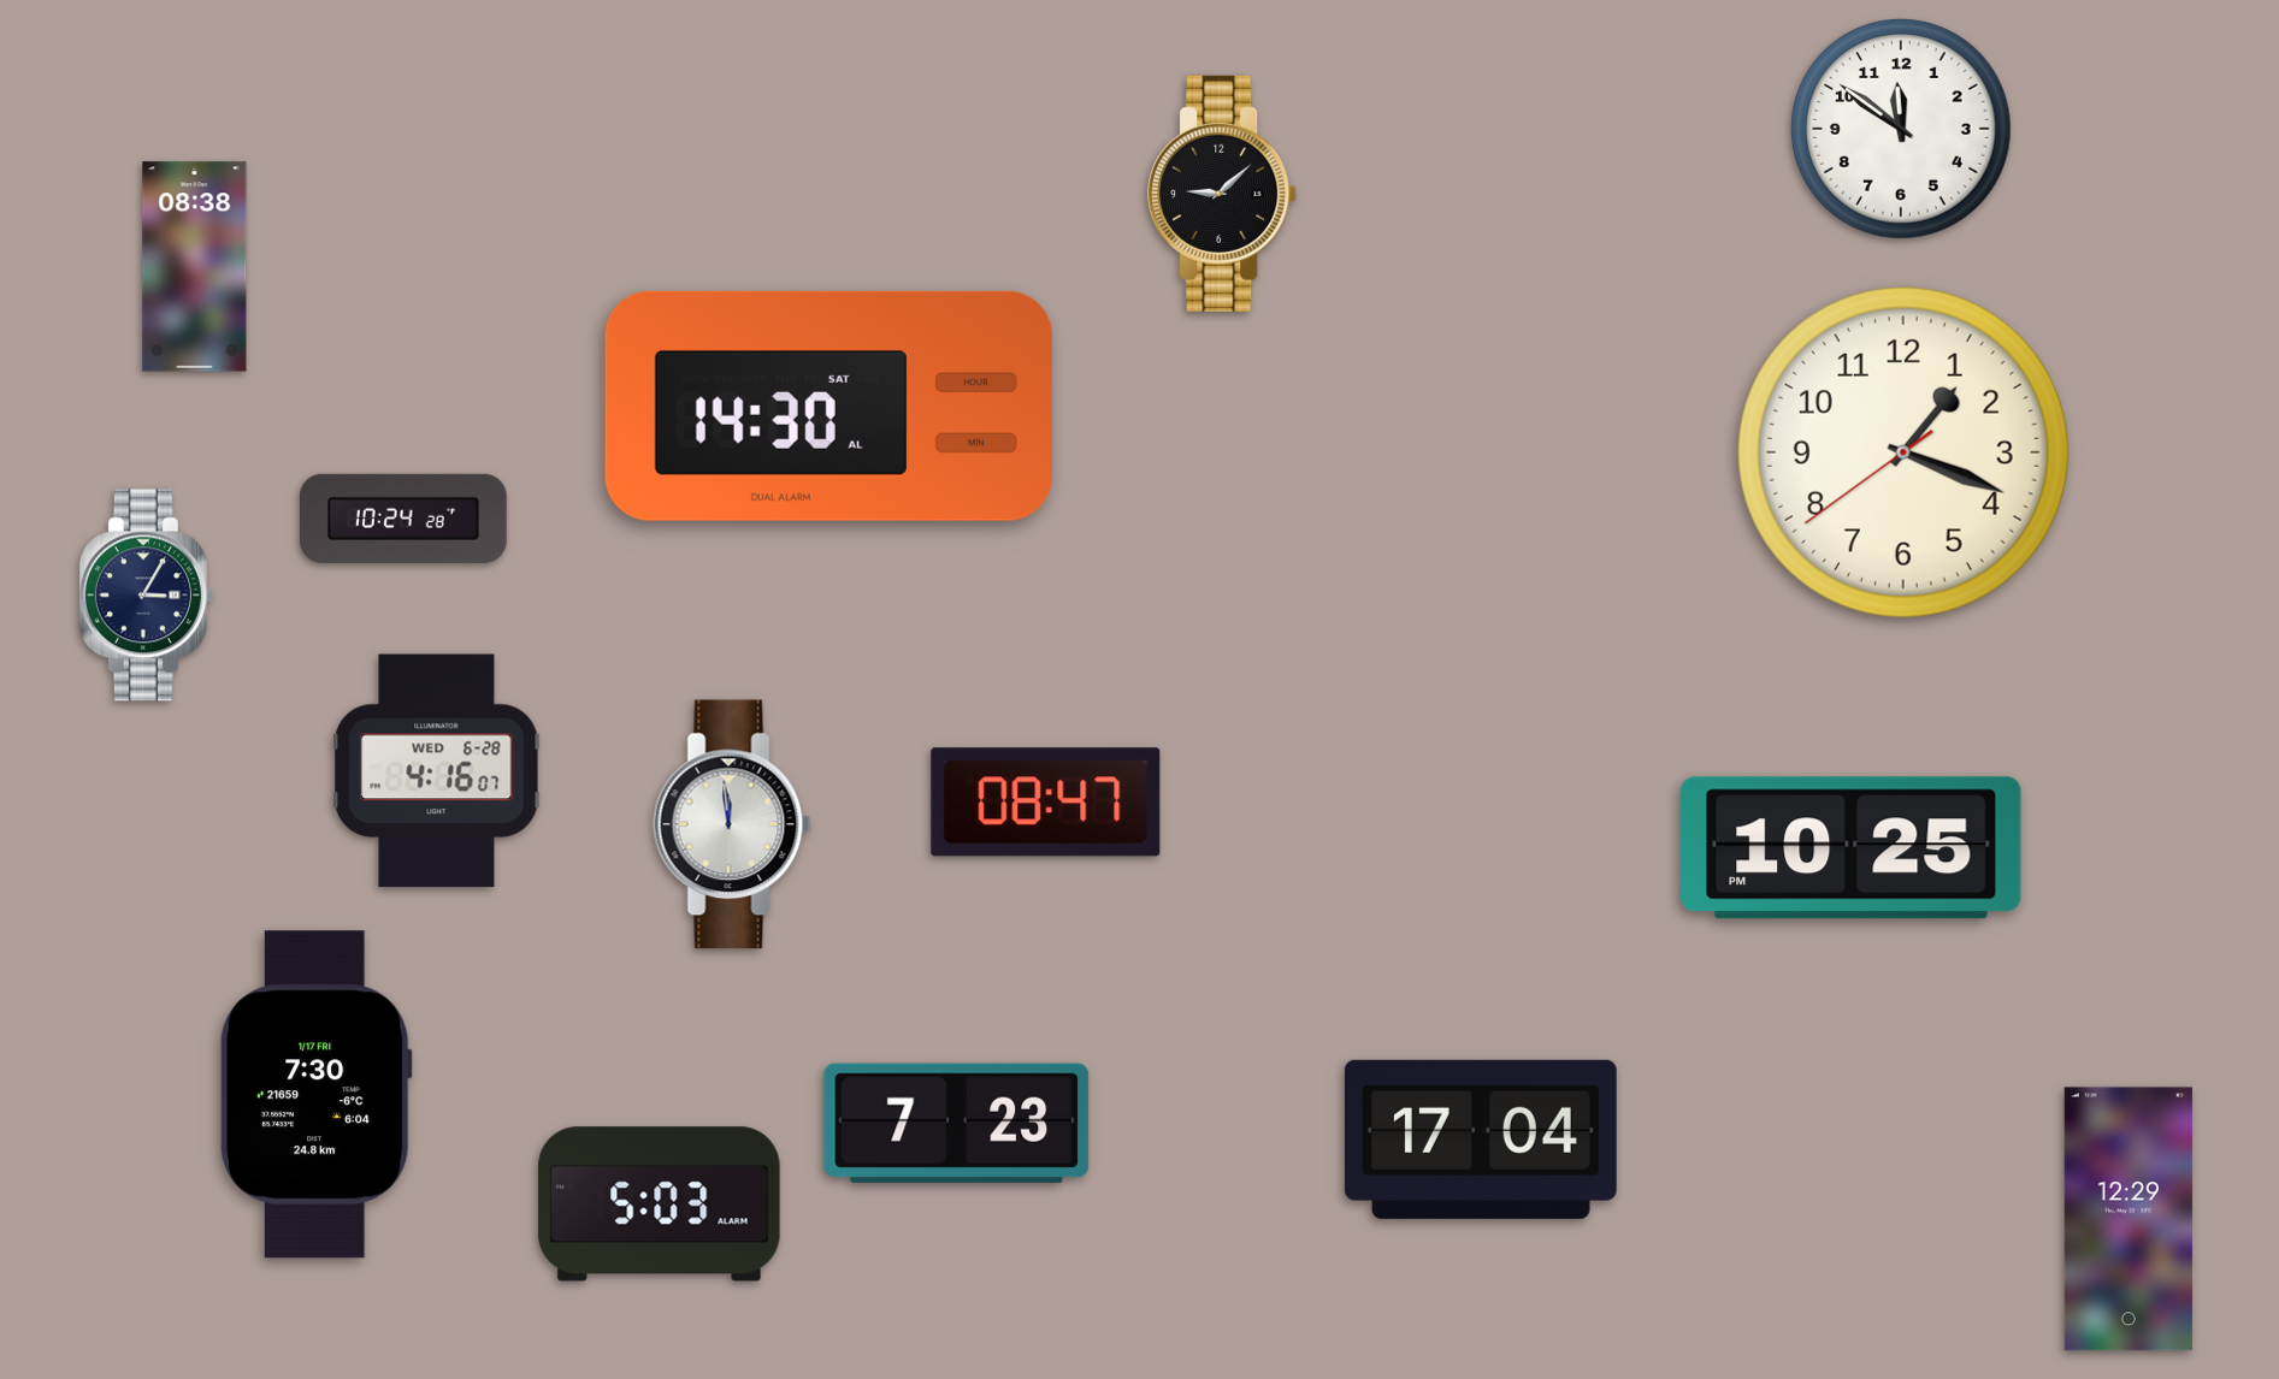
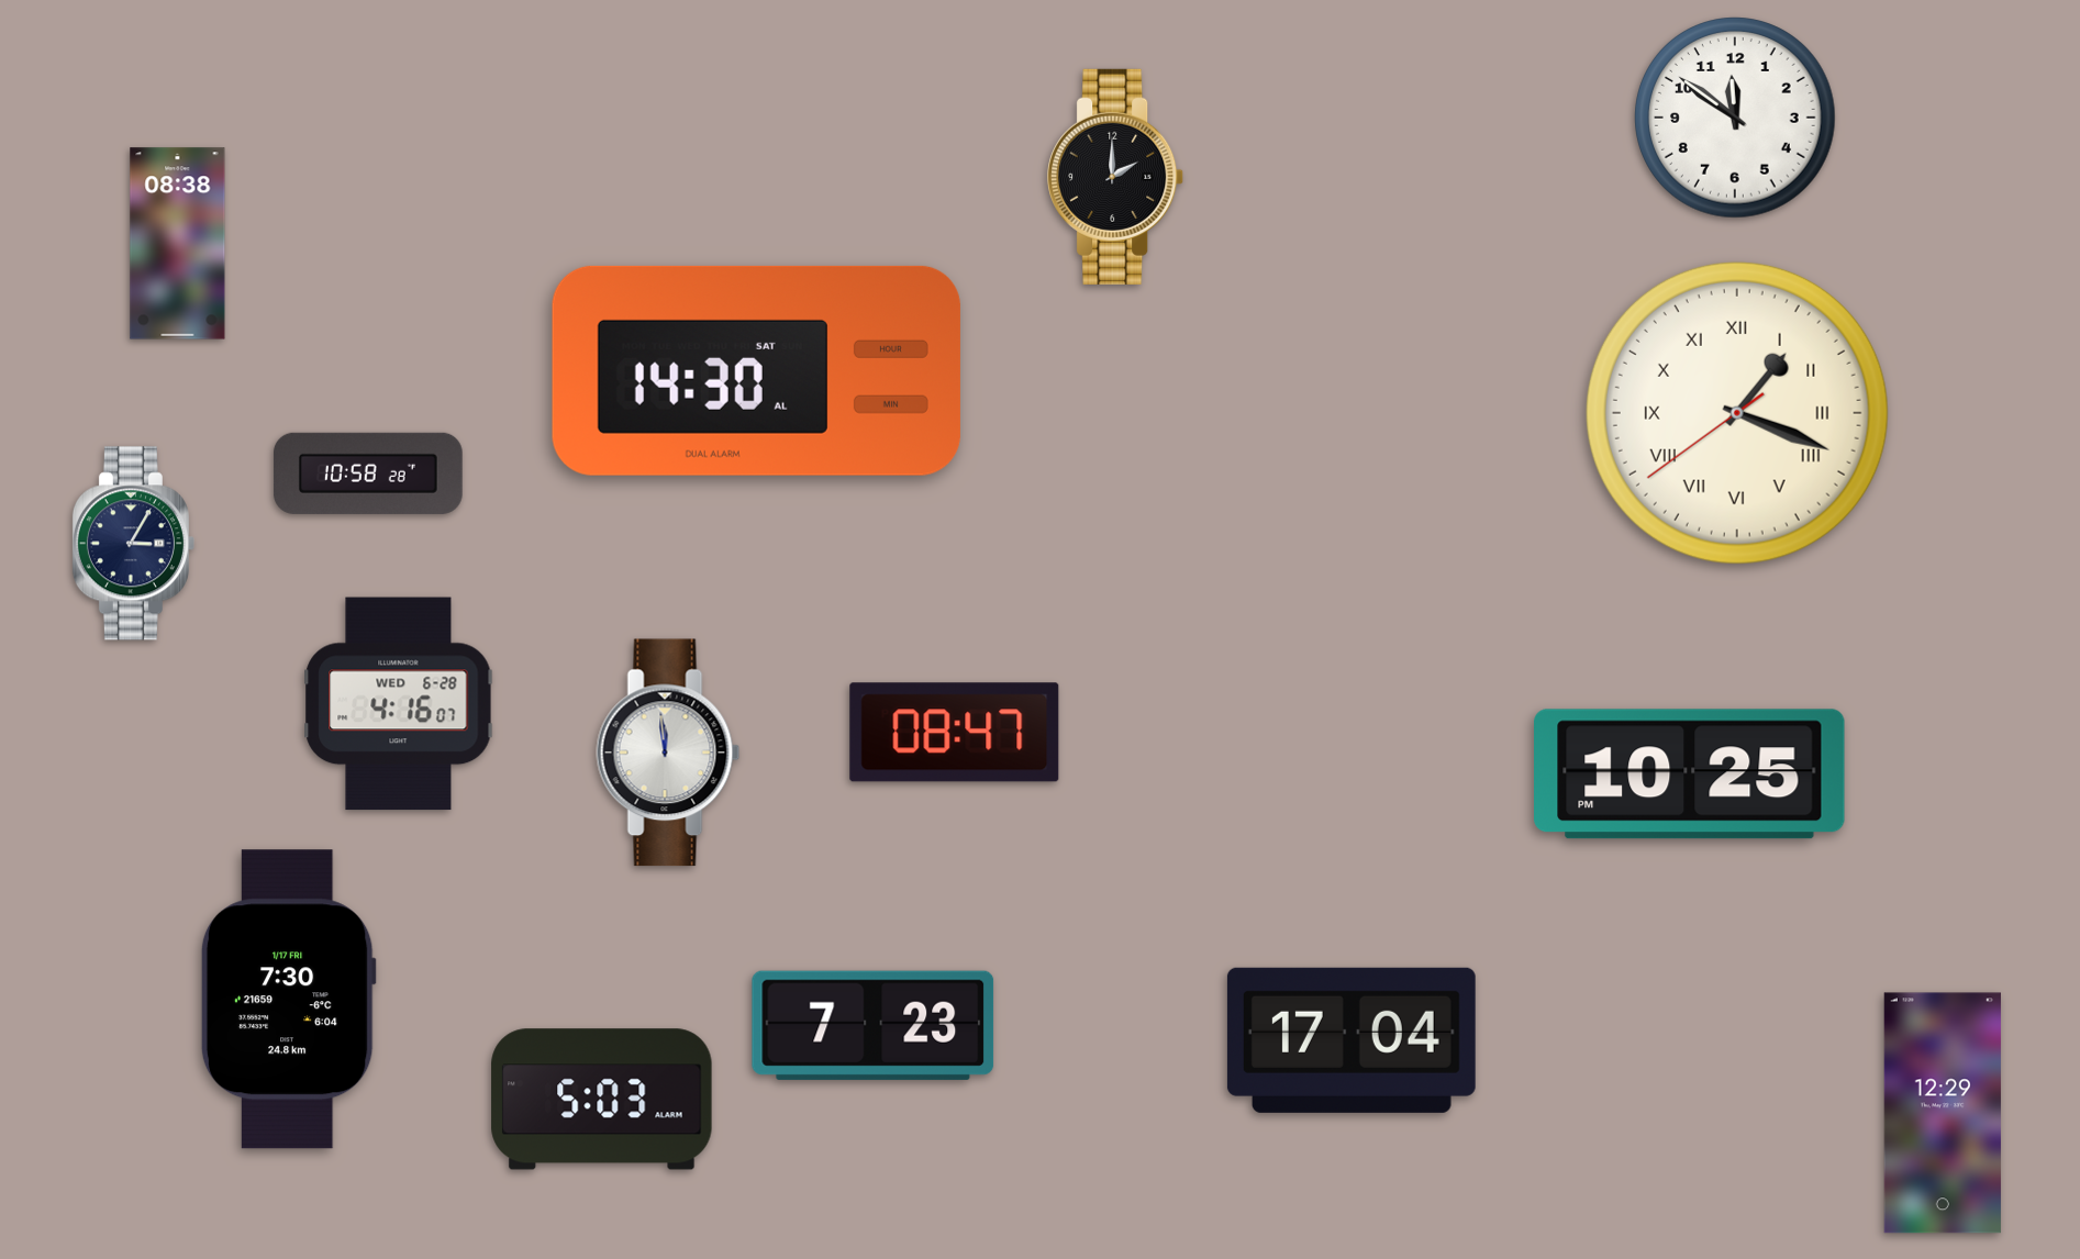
clock at (1223, 194): 9:08 -> 2:00
clock at (1903, 452) numerals: Arabic -> Roman
clock at (403, 519): 10:24 -> 10:58
